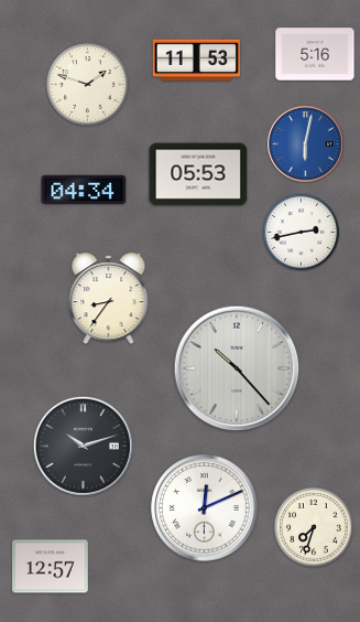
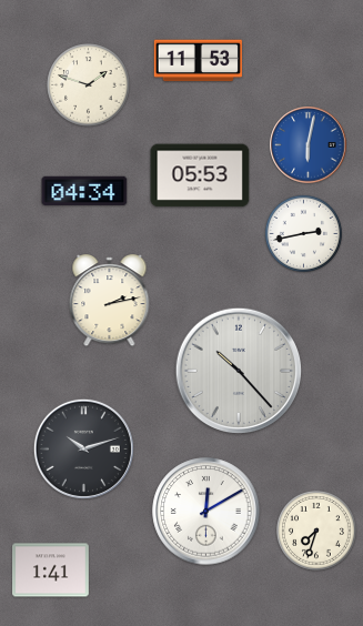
clock at (315, 54): 5:16 -> none
clock at (109, 299): 8:36 -> 2:13
clock at (205, 508): 12:11 -> 12:10
clock at (51, 567): 12:57 -> 1:41
